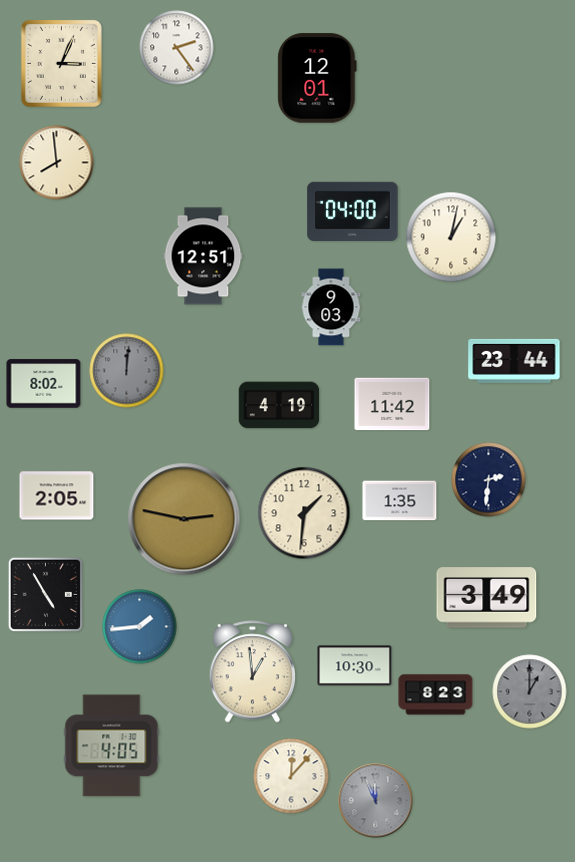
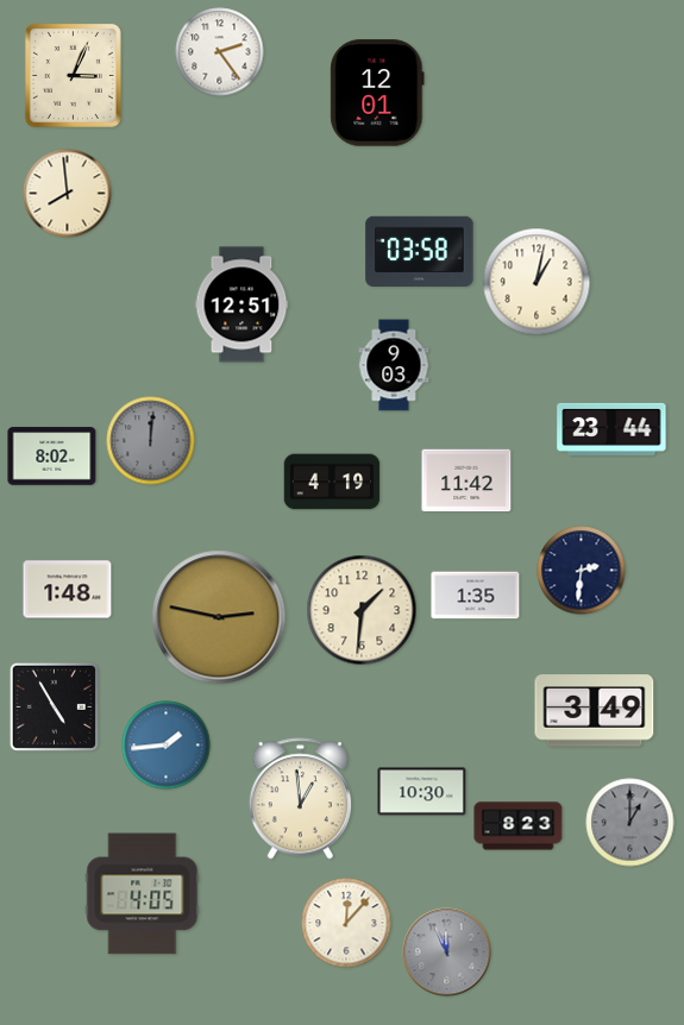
clock at (177, 48) position: (177, 48) -> (220, 52)
clock at (353, 211): 04:00 -> 03:58
clock at (57, 496): 2:05 -> 1:48
clock at (487, 598) position: (487, 598) -> (595, 711)
clock at (112, 746) position: (112, 746) -> (143, 894)
